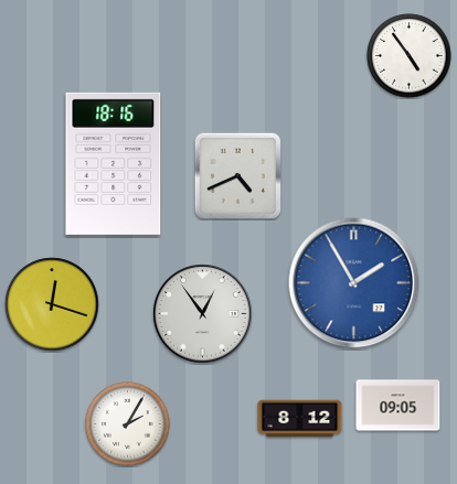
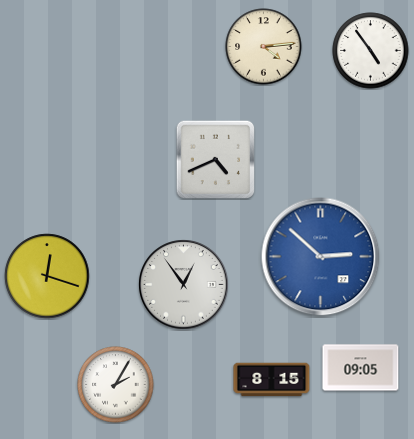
clock at (264, 47): none -> 4:14
clock at (114, 163): 18:16 -> none
clock at (354, 283): 1:55 -> 2:52
clock at (300, 419): 8:12 -> 8:15
